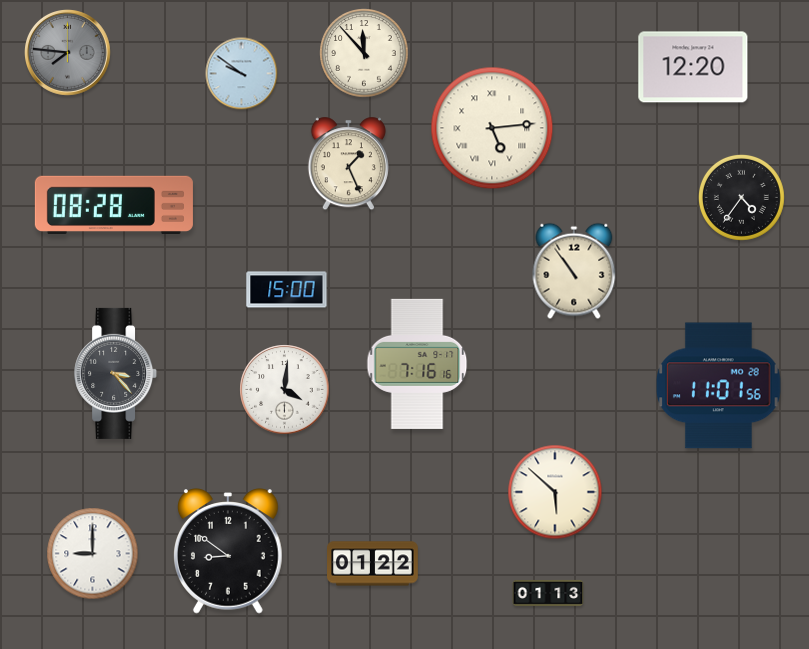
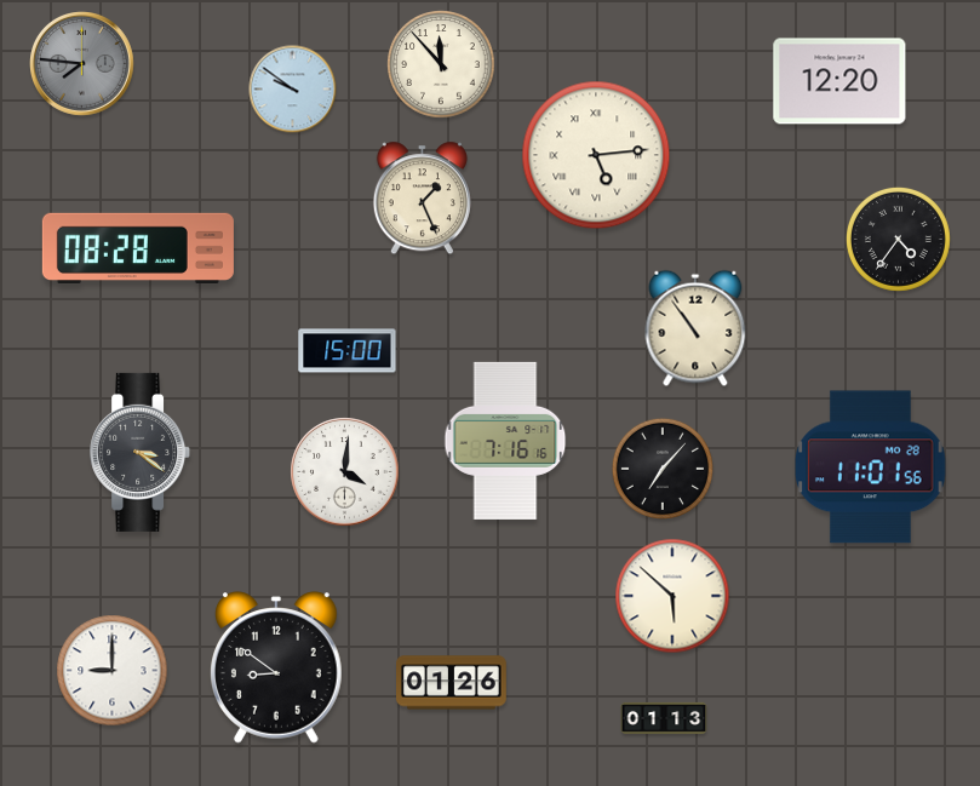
clock at (116, 373): 3:23 -> 3:21
clock at (663, 469): none -> 7:07
clock at (373, 564): 01:22 -> 01:26
